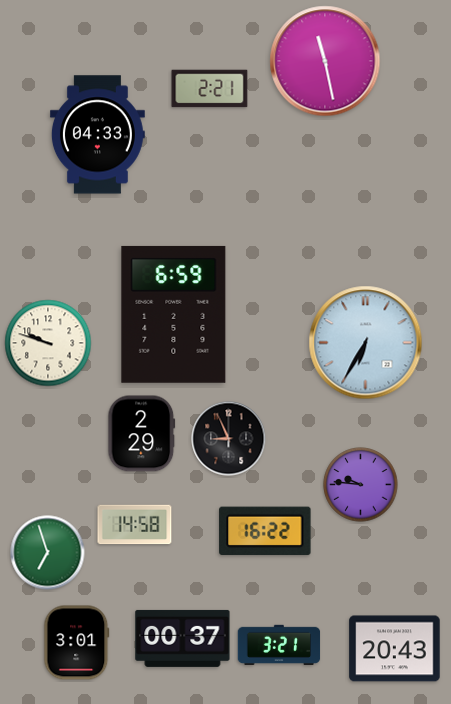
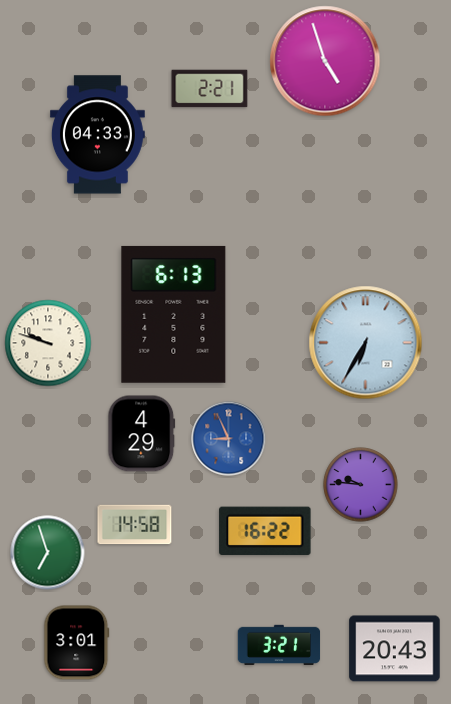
clock at (325, 61): 11:28 -> 4:57
clock at (174, 314): 6:59 -> 6:13
clock at (142, 434): 2:29 -> 4:29
clock at (229, 439) dial: black -> blue
clock at (183, 638): 00:37 -> none
